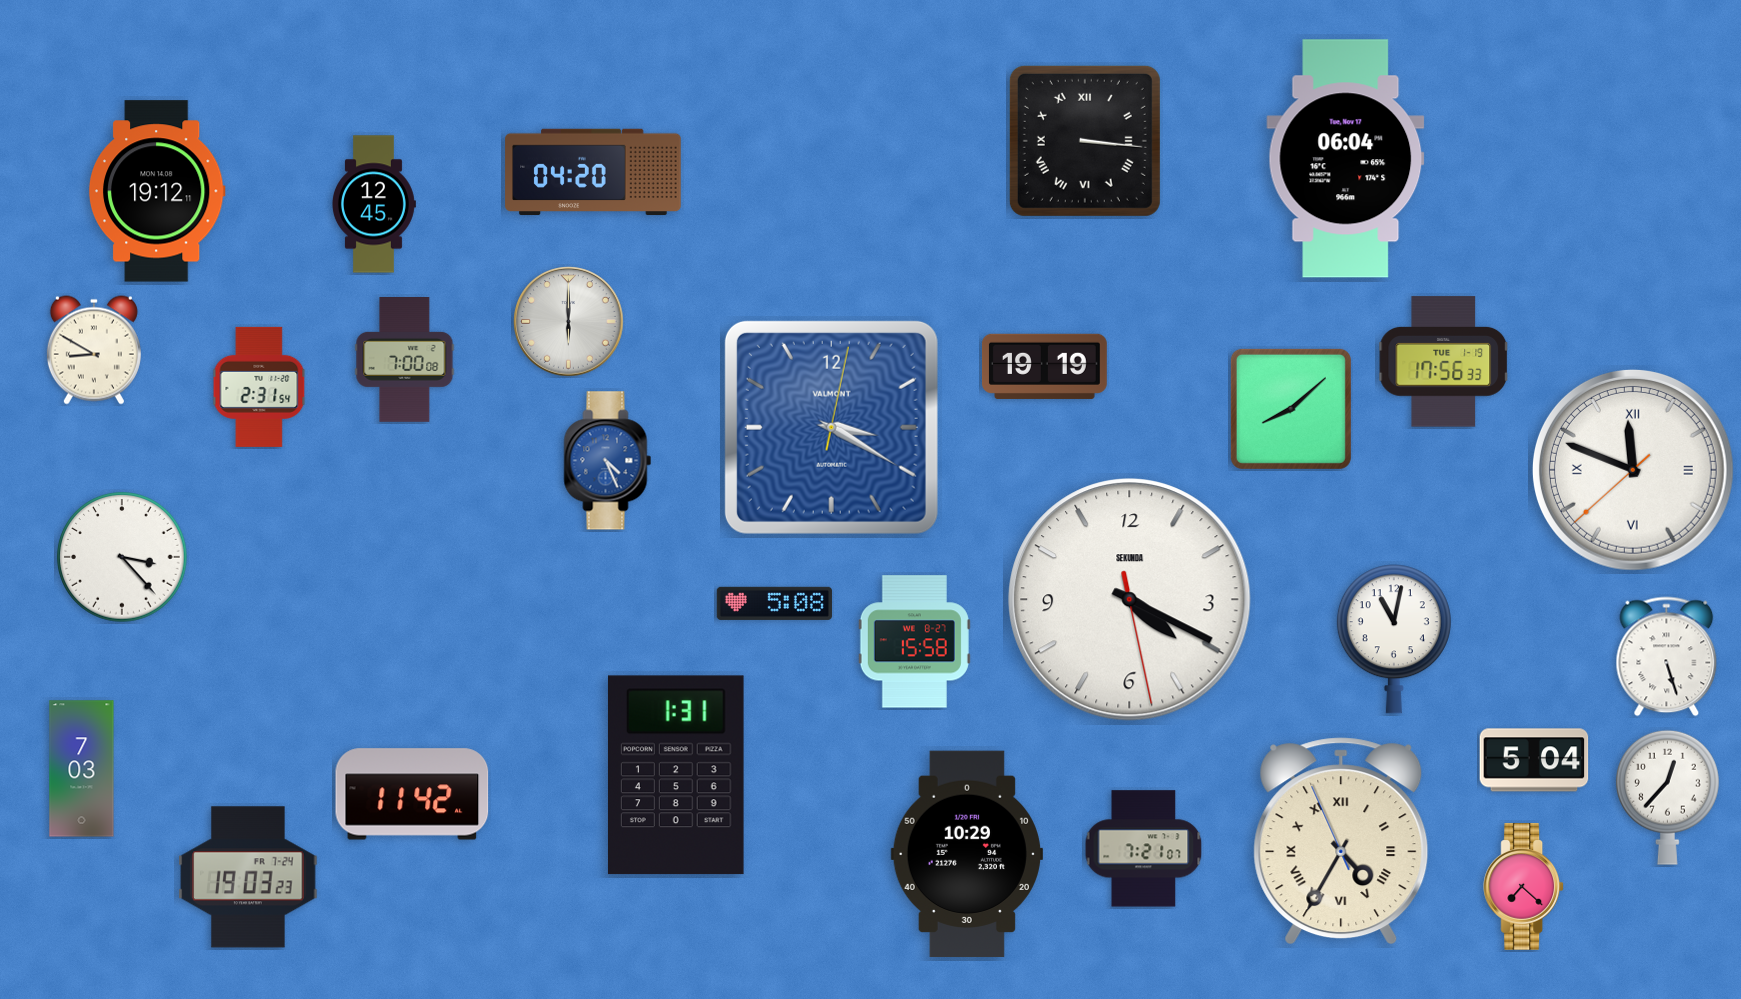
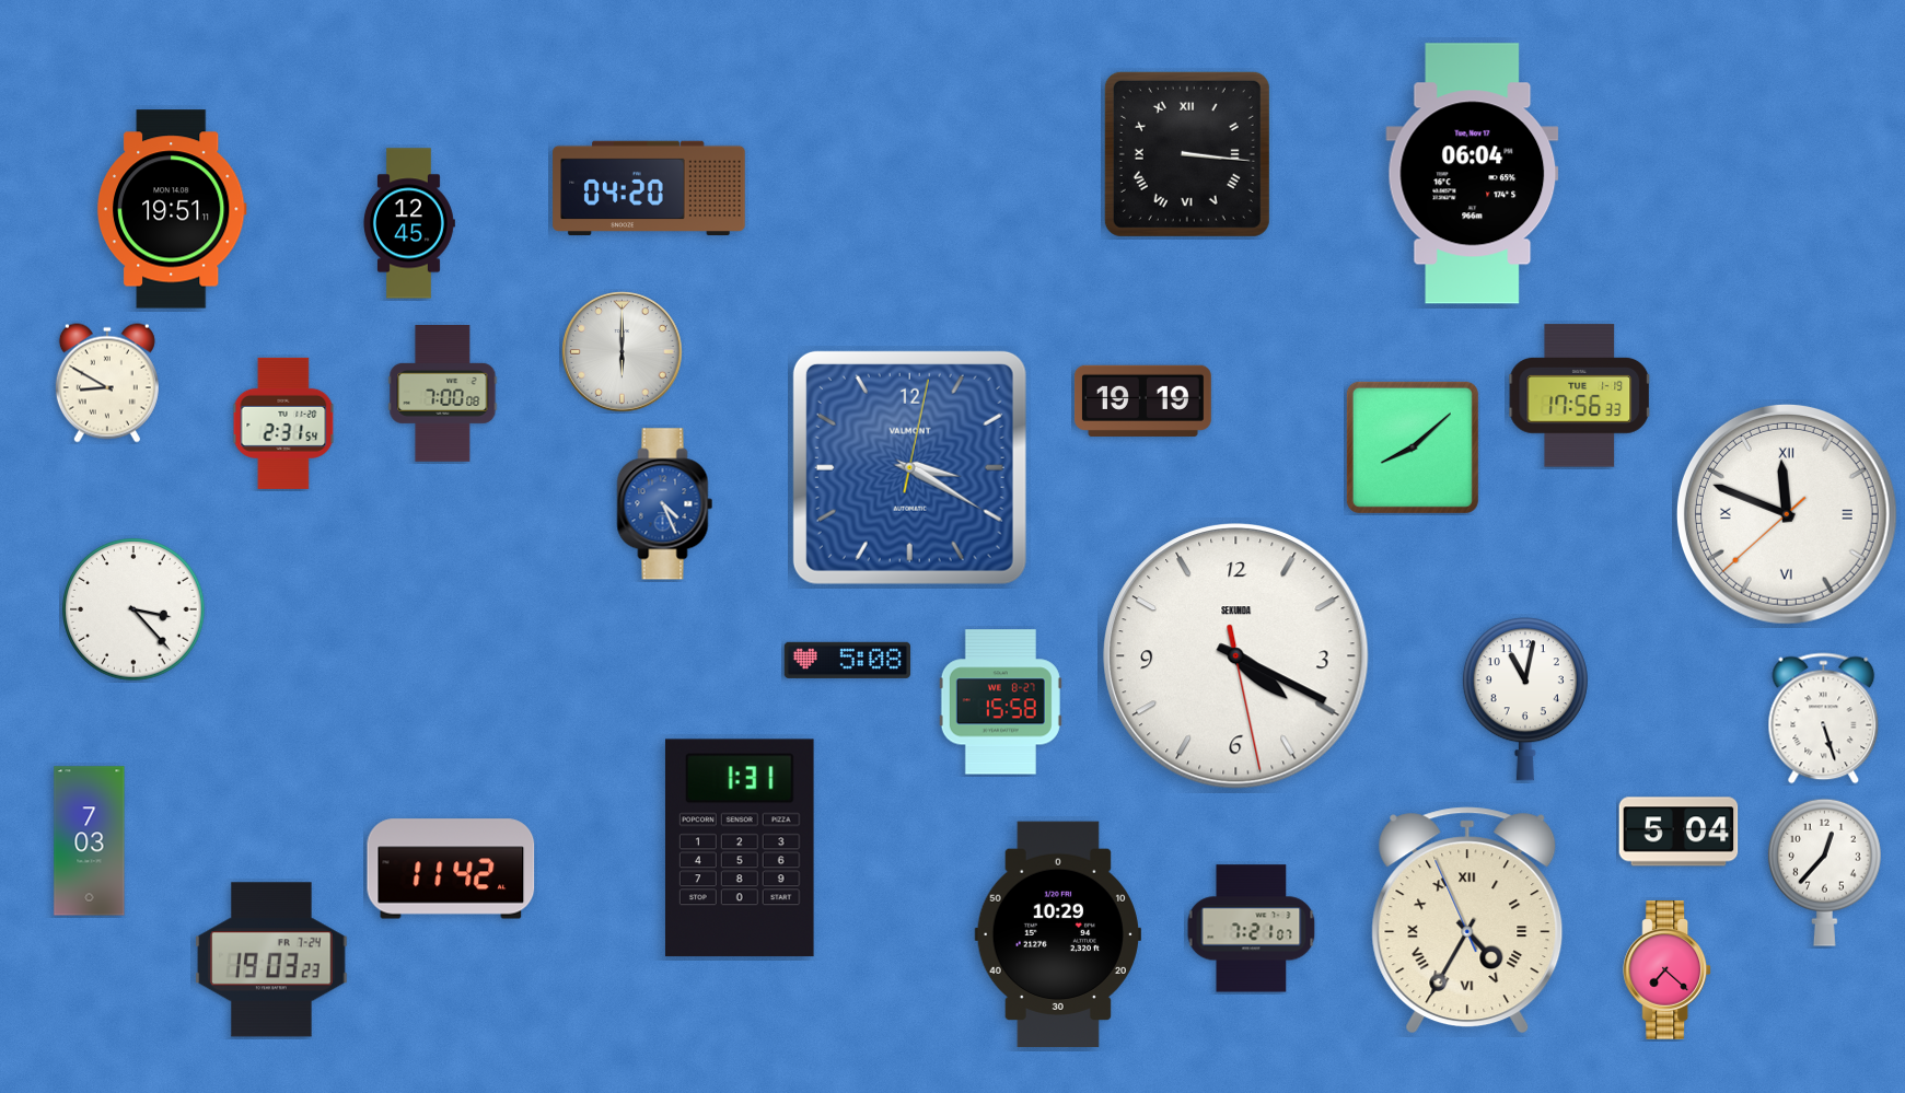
clock at (157, 191): 19:12 -> 19:51
clock at (94, 350) position: (94, 350) -> (107, 383)
